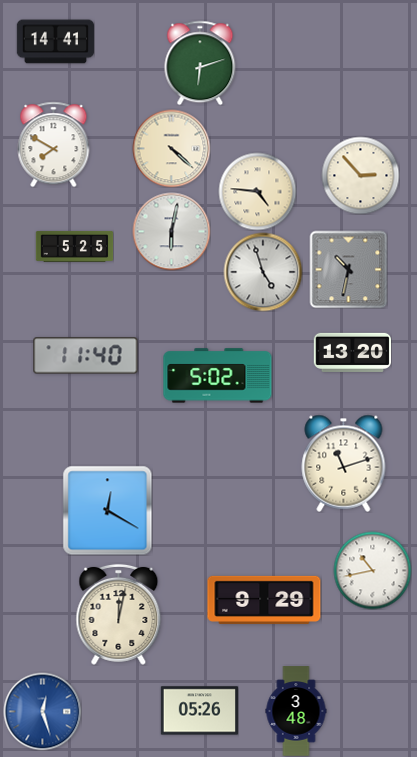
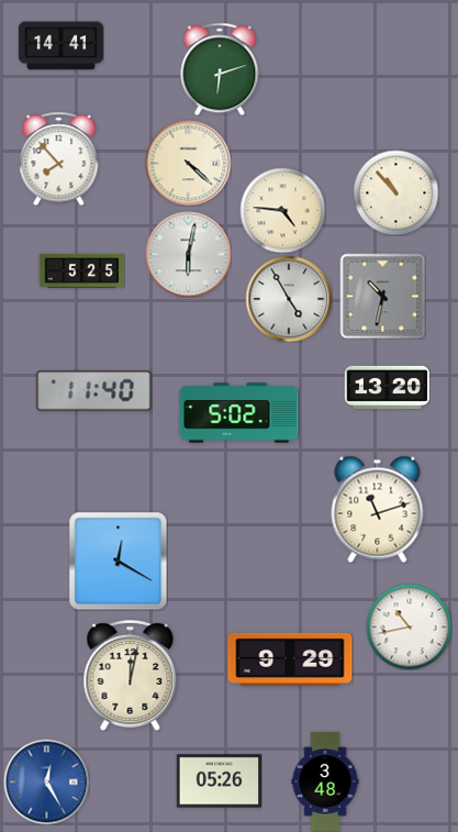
clock at (54, 144): 7:50 -> 7:53
clock at (360, 175): 2:53 -> 10:53
clock at (263, 272): 4:57 -> 4:55
clock at (42, 711): 12:27 -> 12:25
